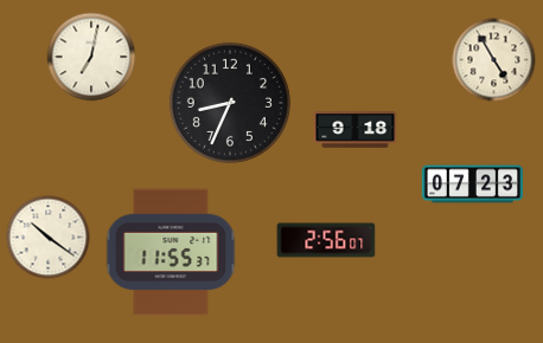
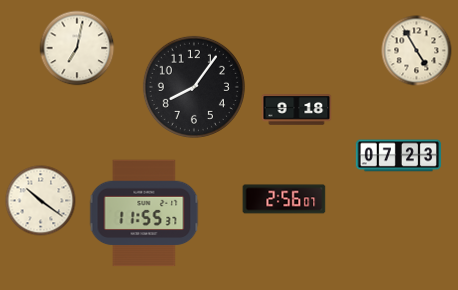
clock at (230, 103): 8:34 -> 8:06
clock at (356, 130) position: (356, 130) -> (297, 110)
clock at (326, 240) position: (326, 240) -> (284, 199)
